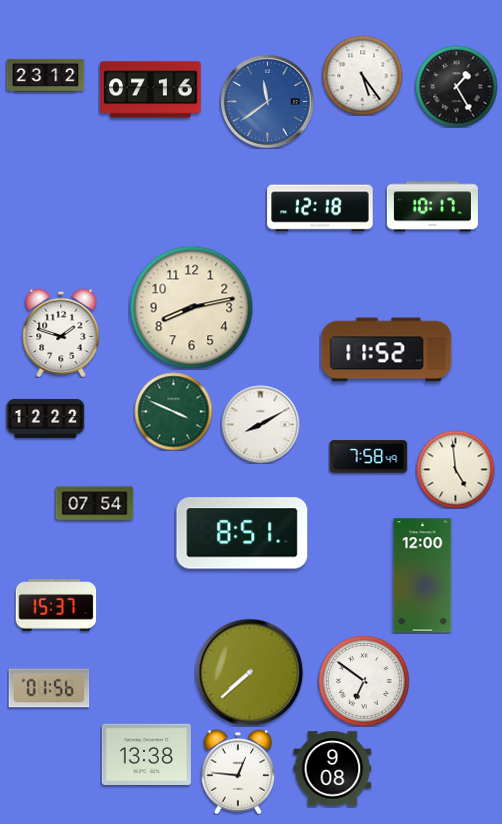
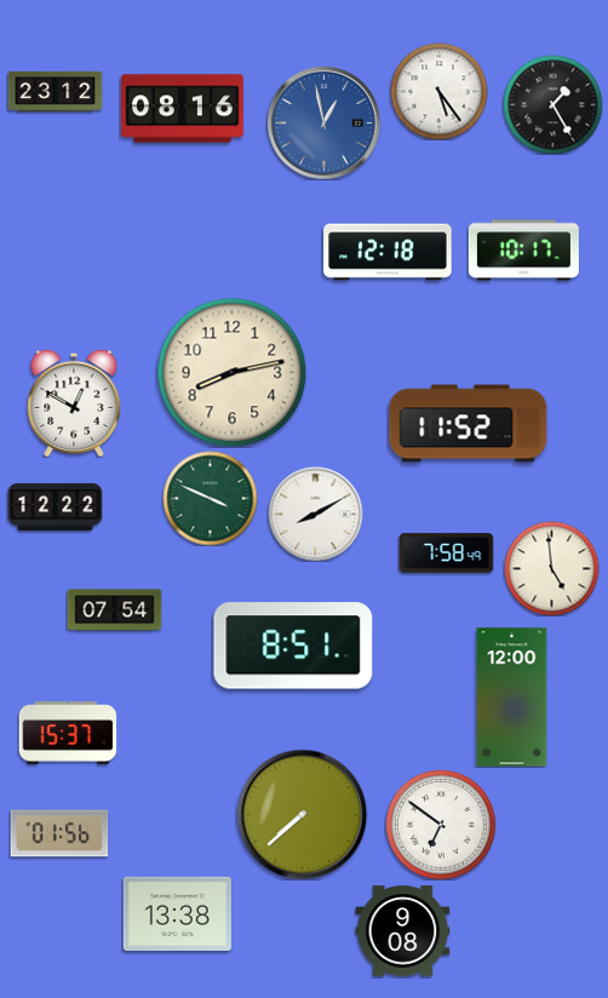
clock at (151, 90): 07:16 -> 08:16
clock at (267, 101): 11:39 -> 12:58
clock at (61, 333): 1:48 -> 12:50
clock at (238, 772): 12:46 -> none
